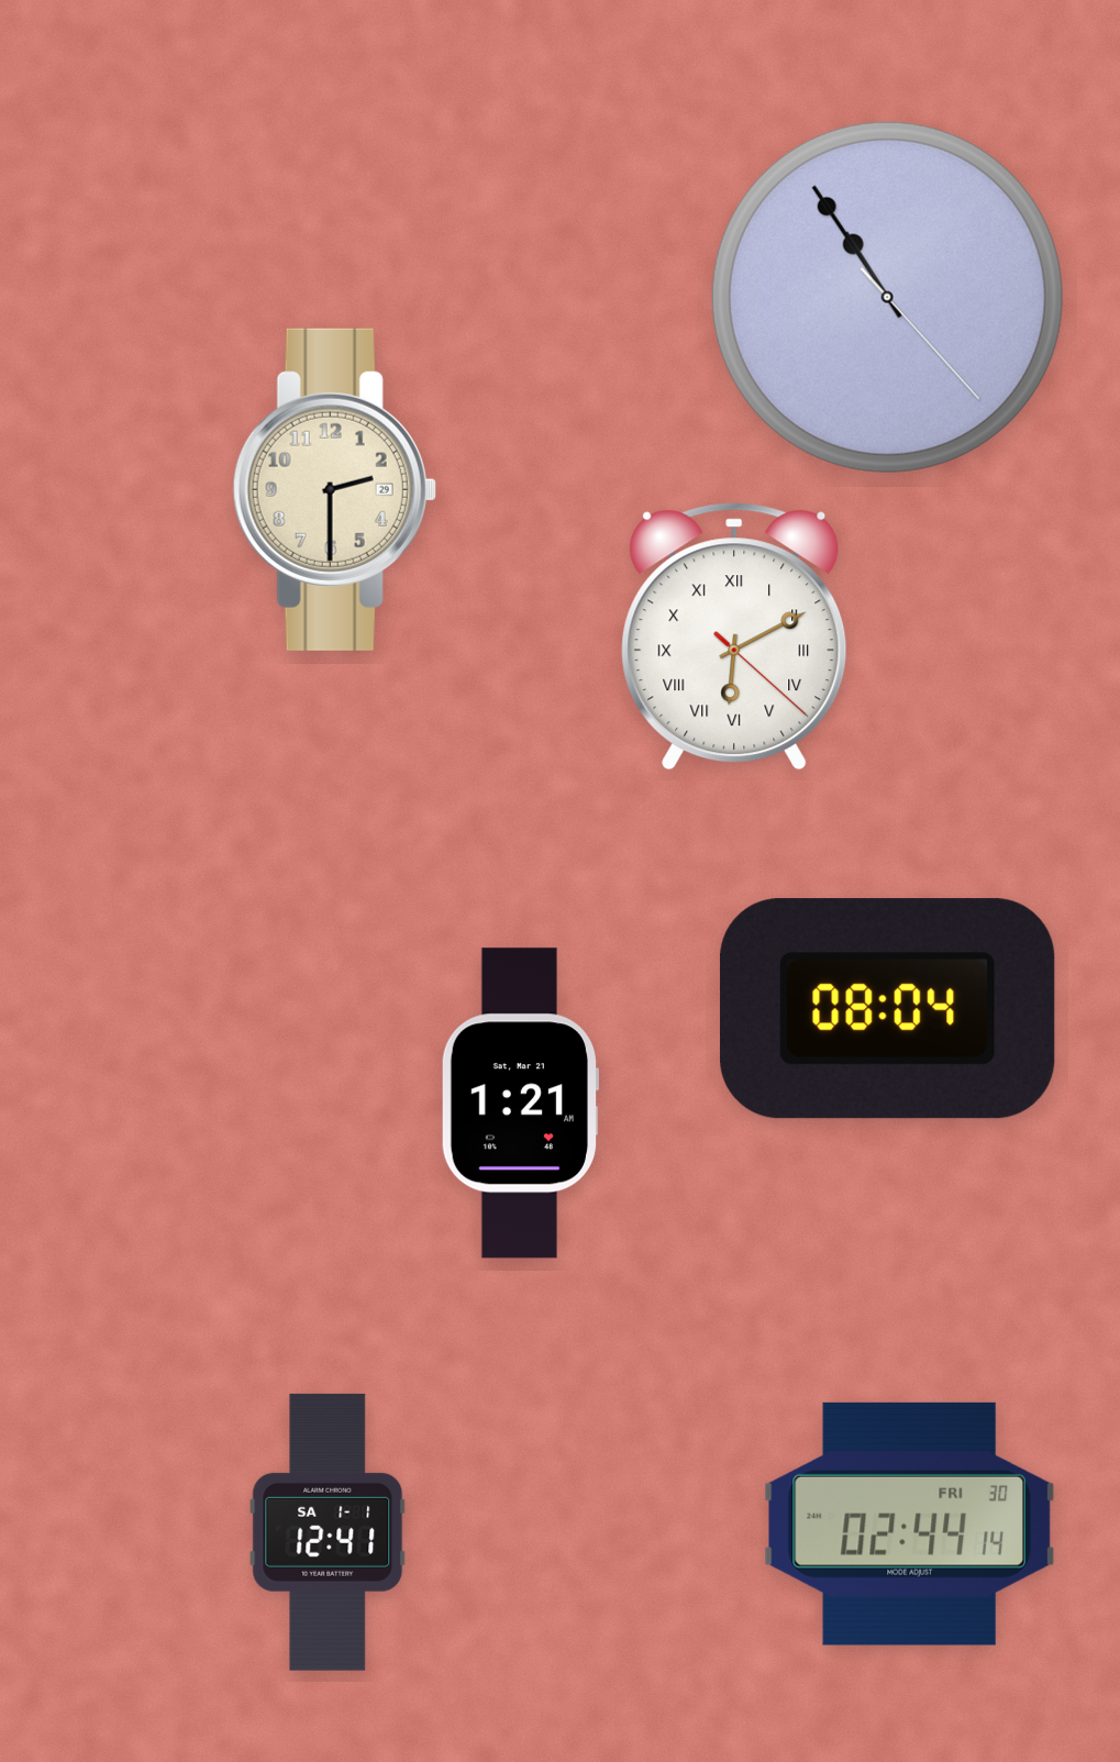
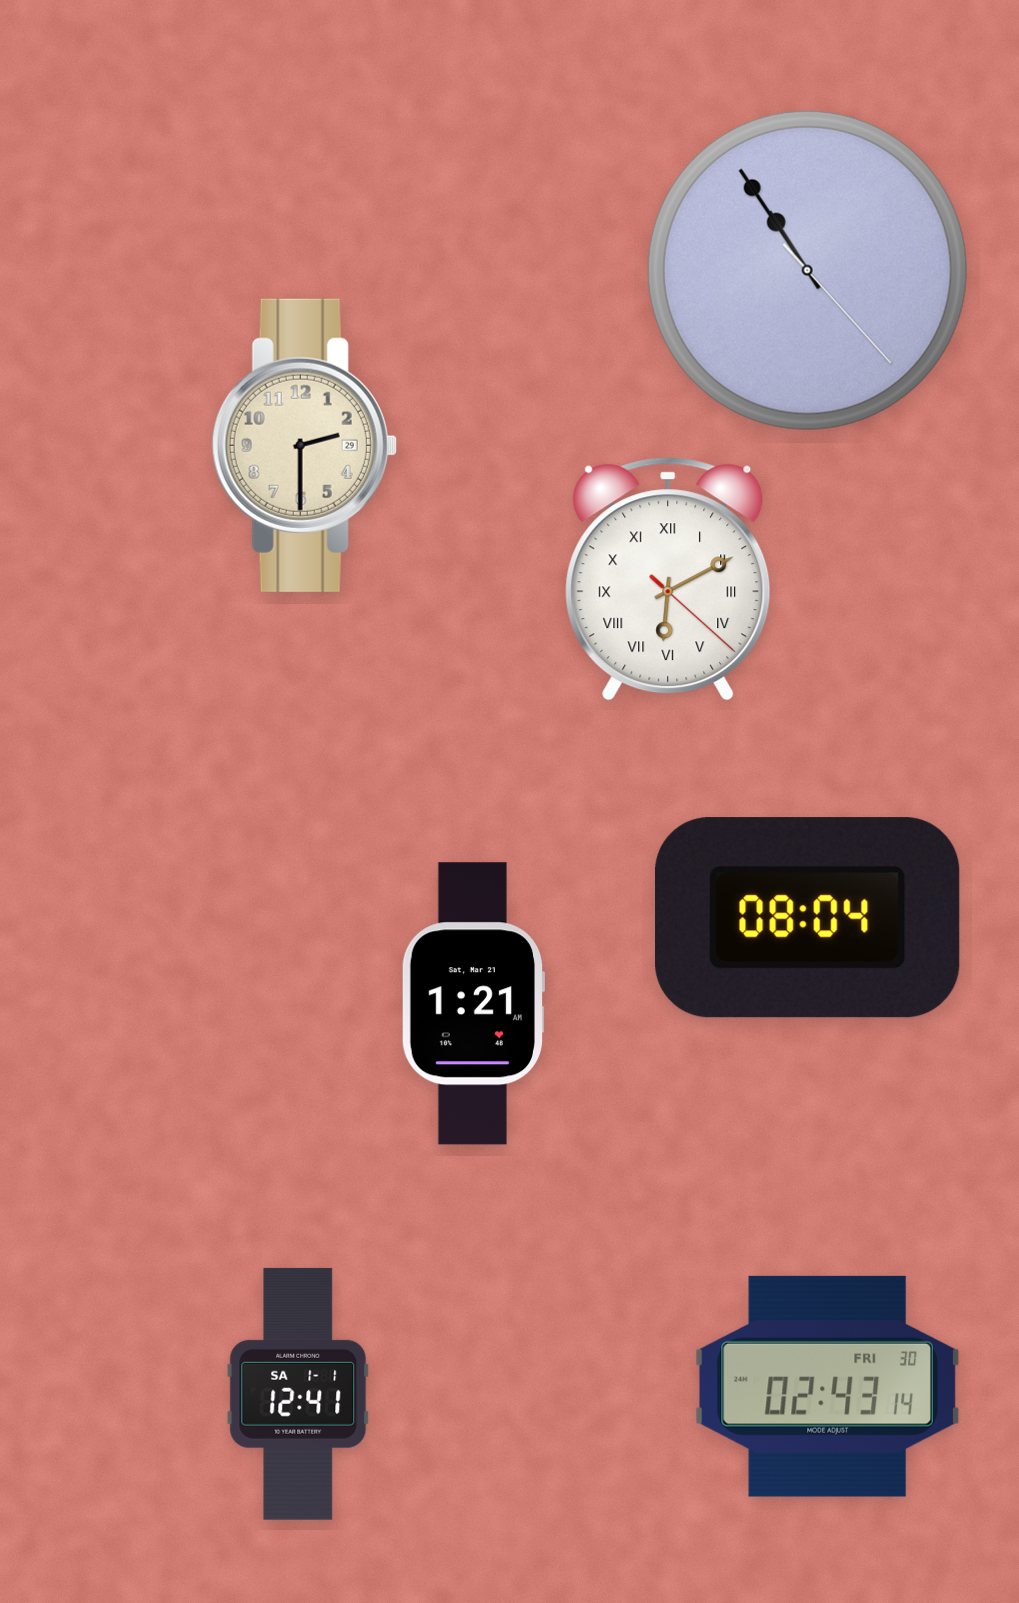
clock at (909, 1523): 02:44 -> 02:43
